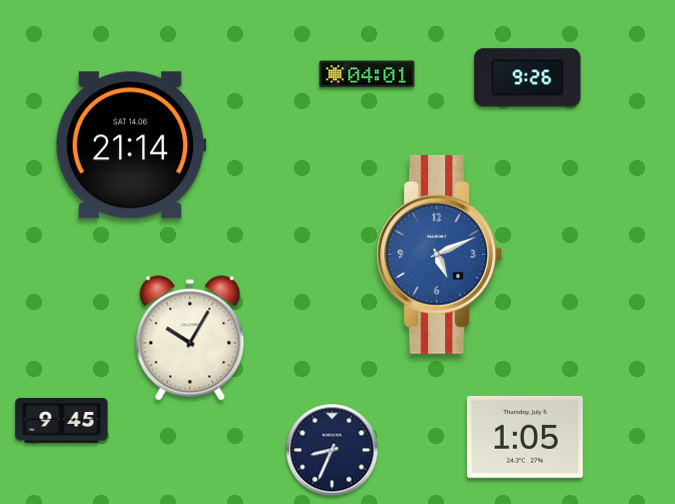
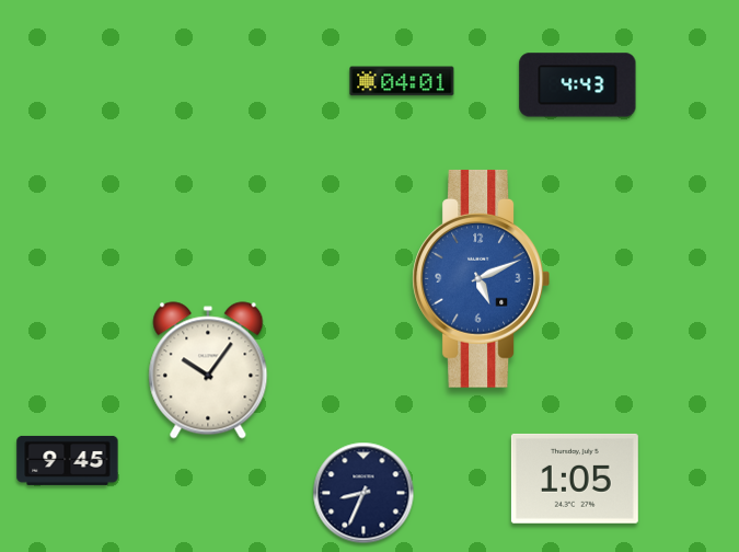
clock at (528, 78): 9:26 -> 4:43
clock at (131, 145): 21:14 -> none
clock at (190, 338): 10:05 -> 10:06
